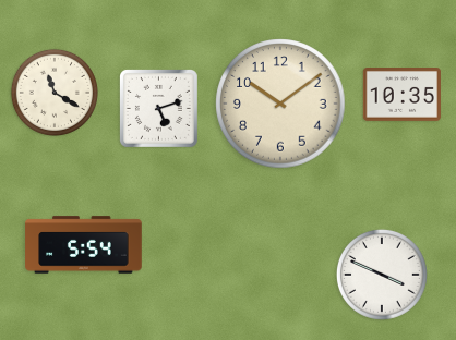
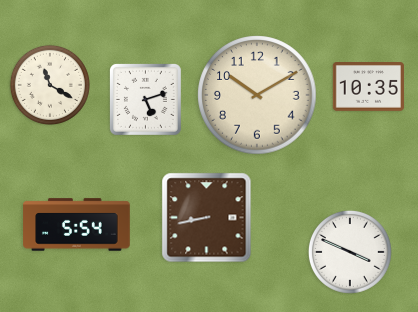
clock at (280, 104): 10:09 -> 10:10
clock at (207, 218): none -> 8:43
